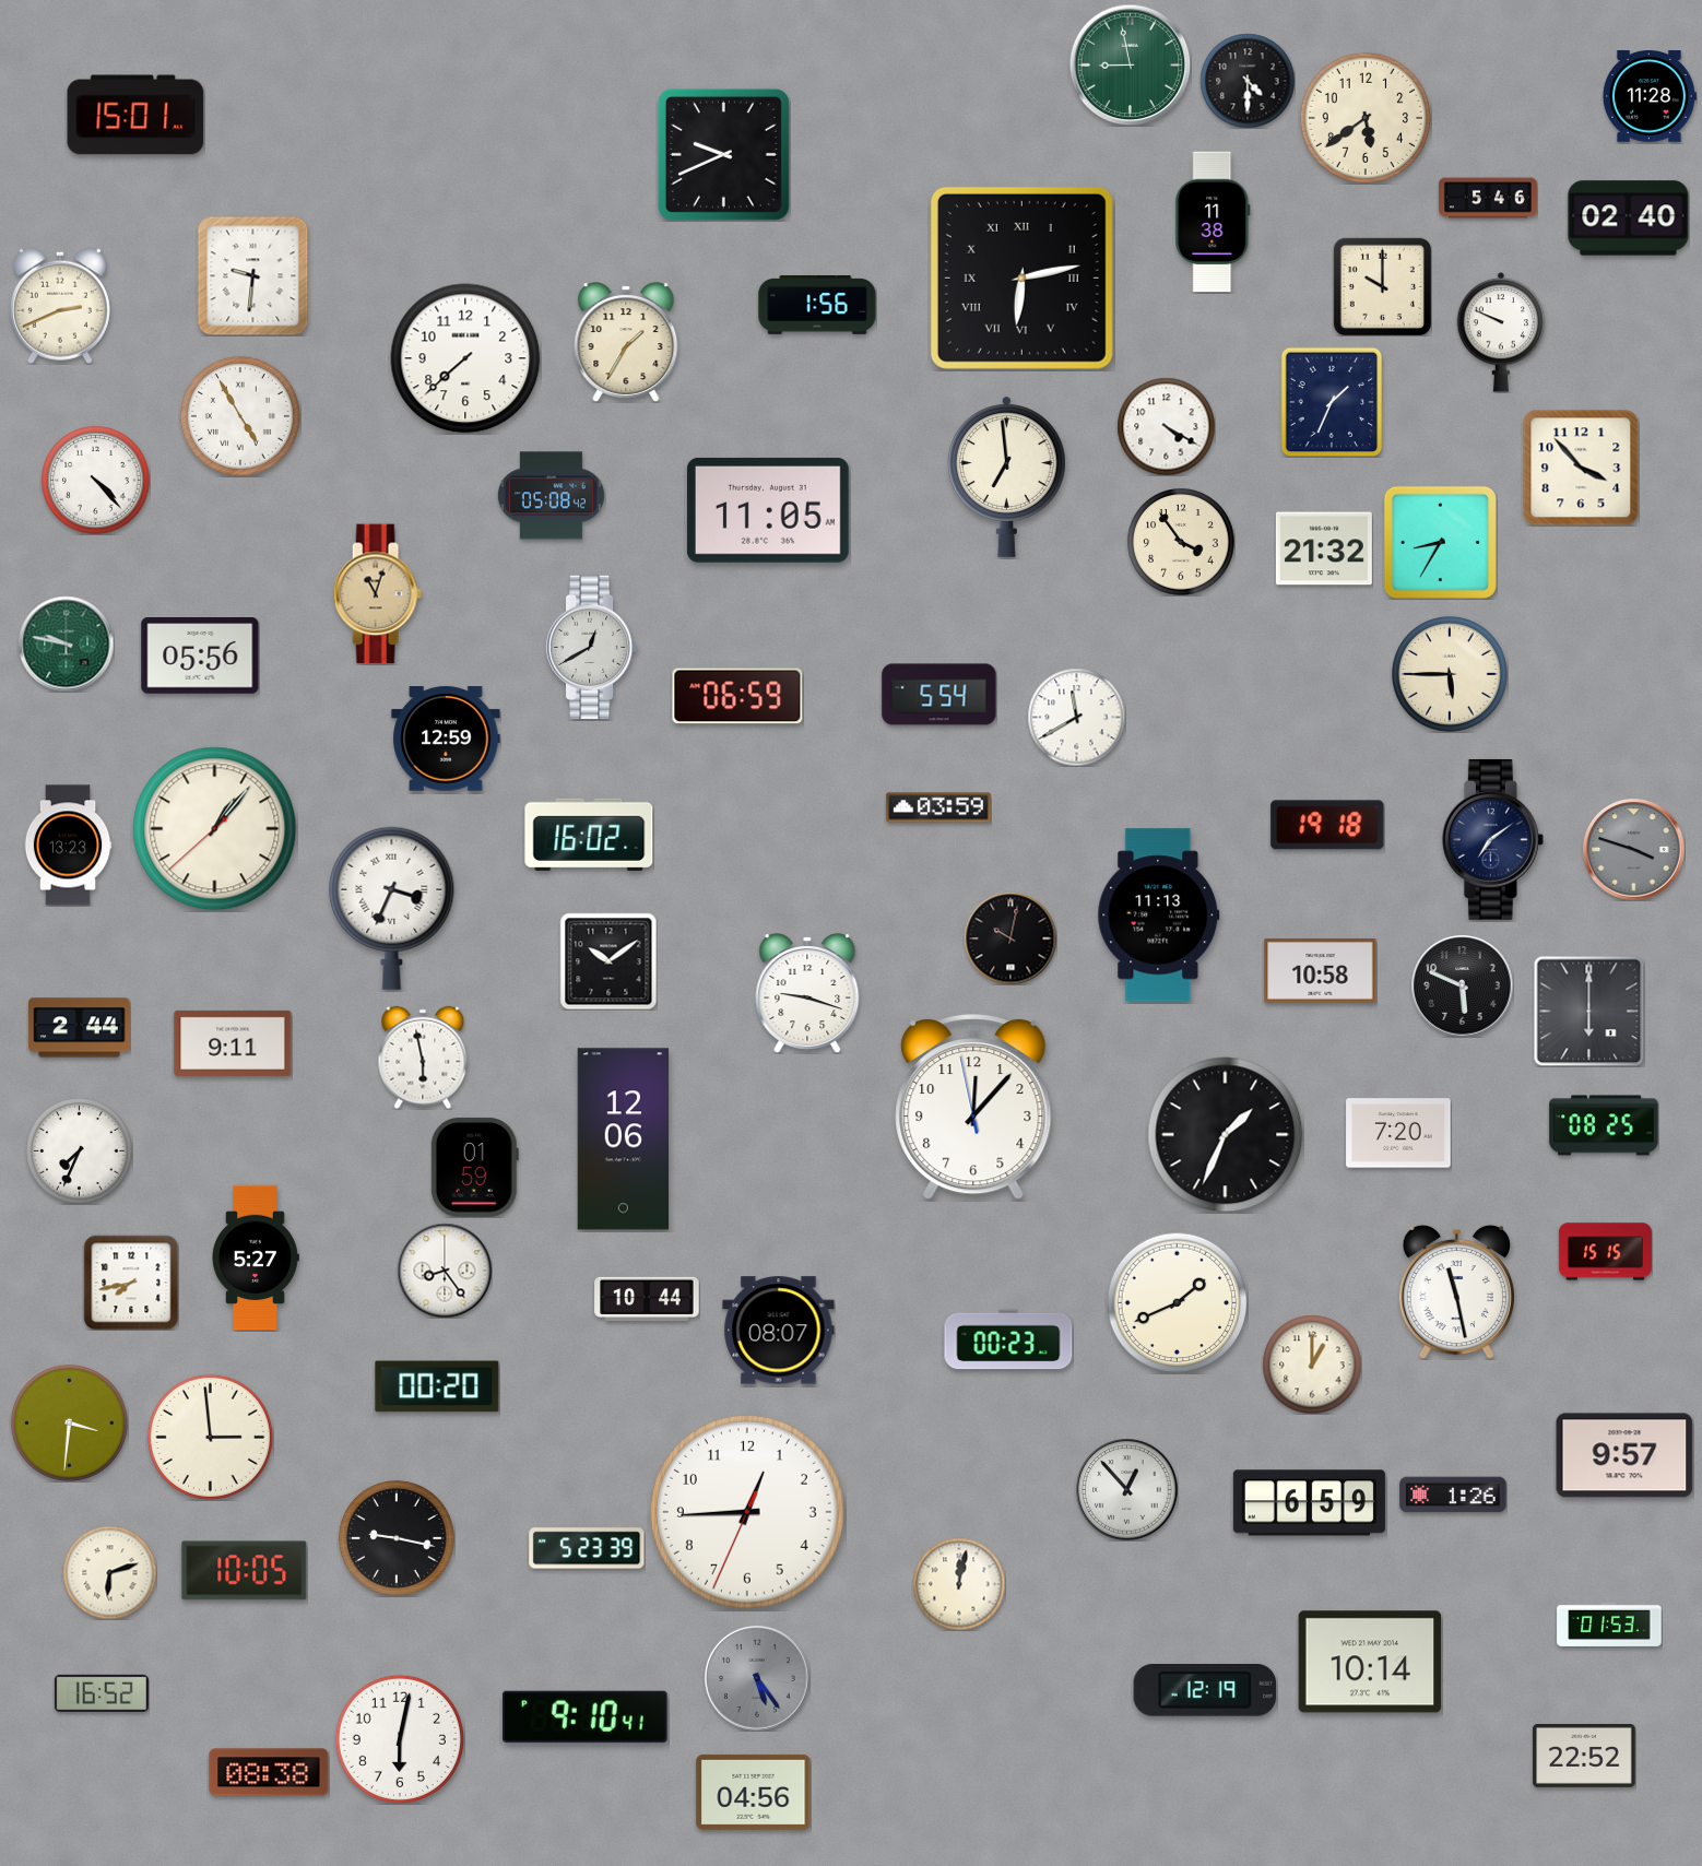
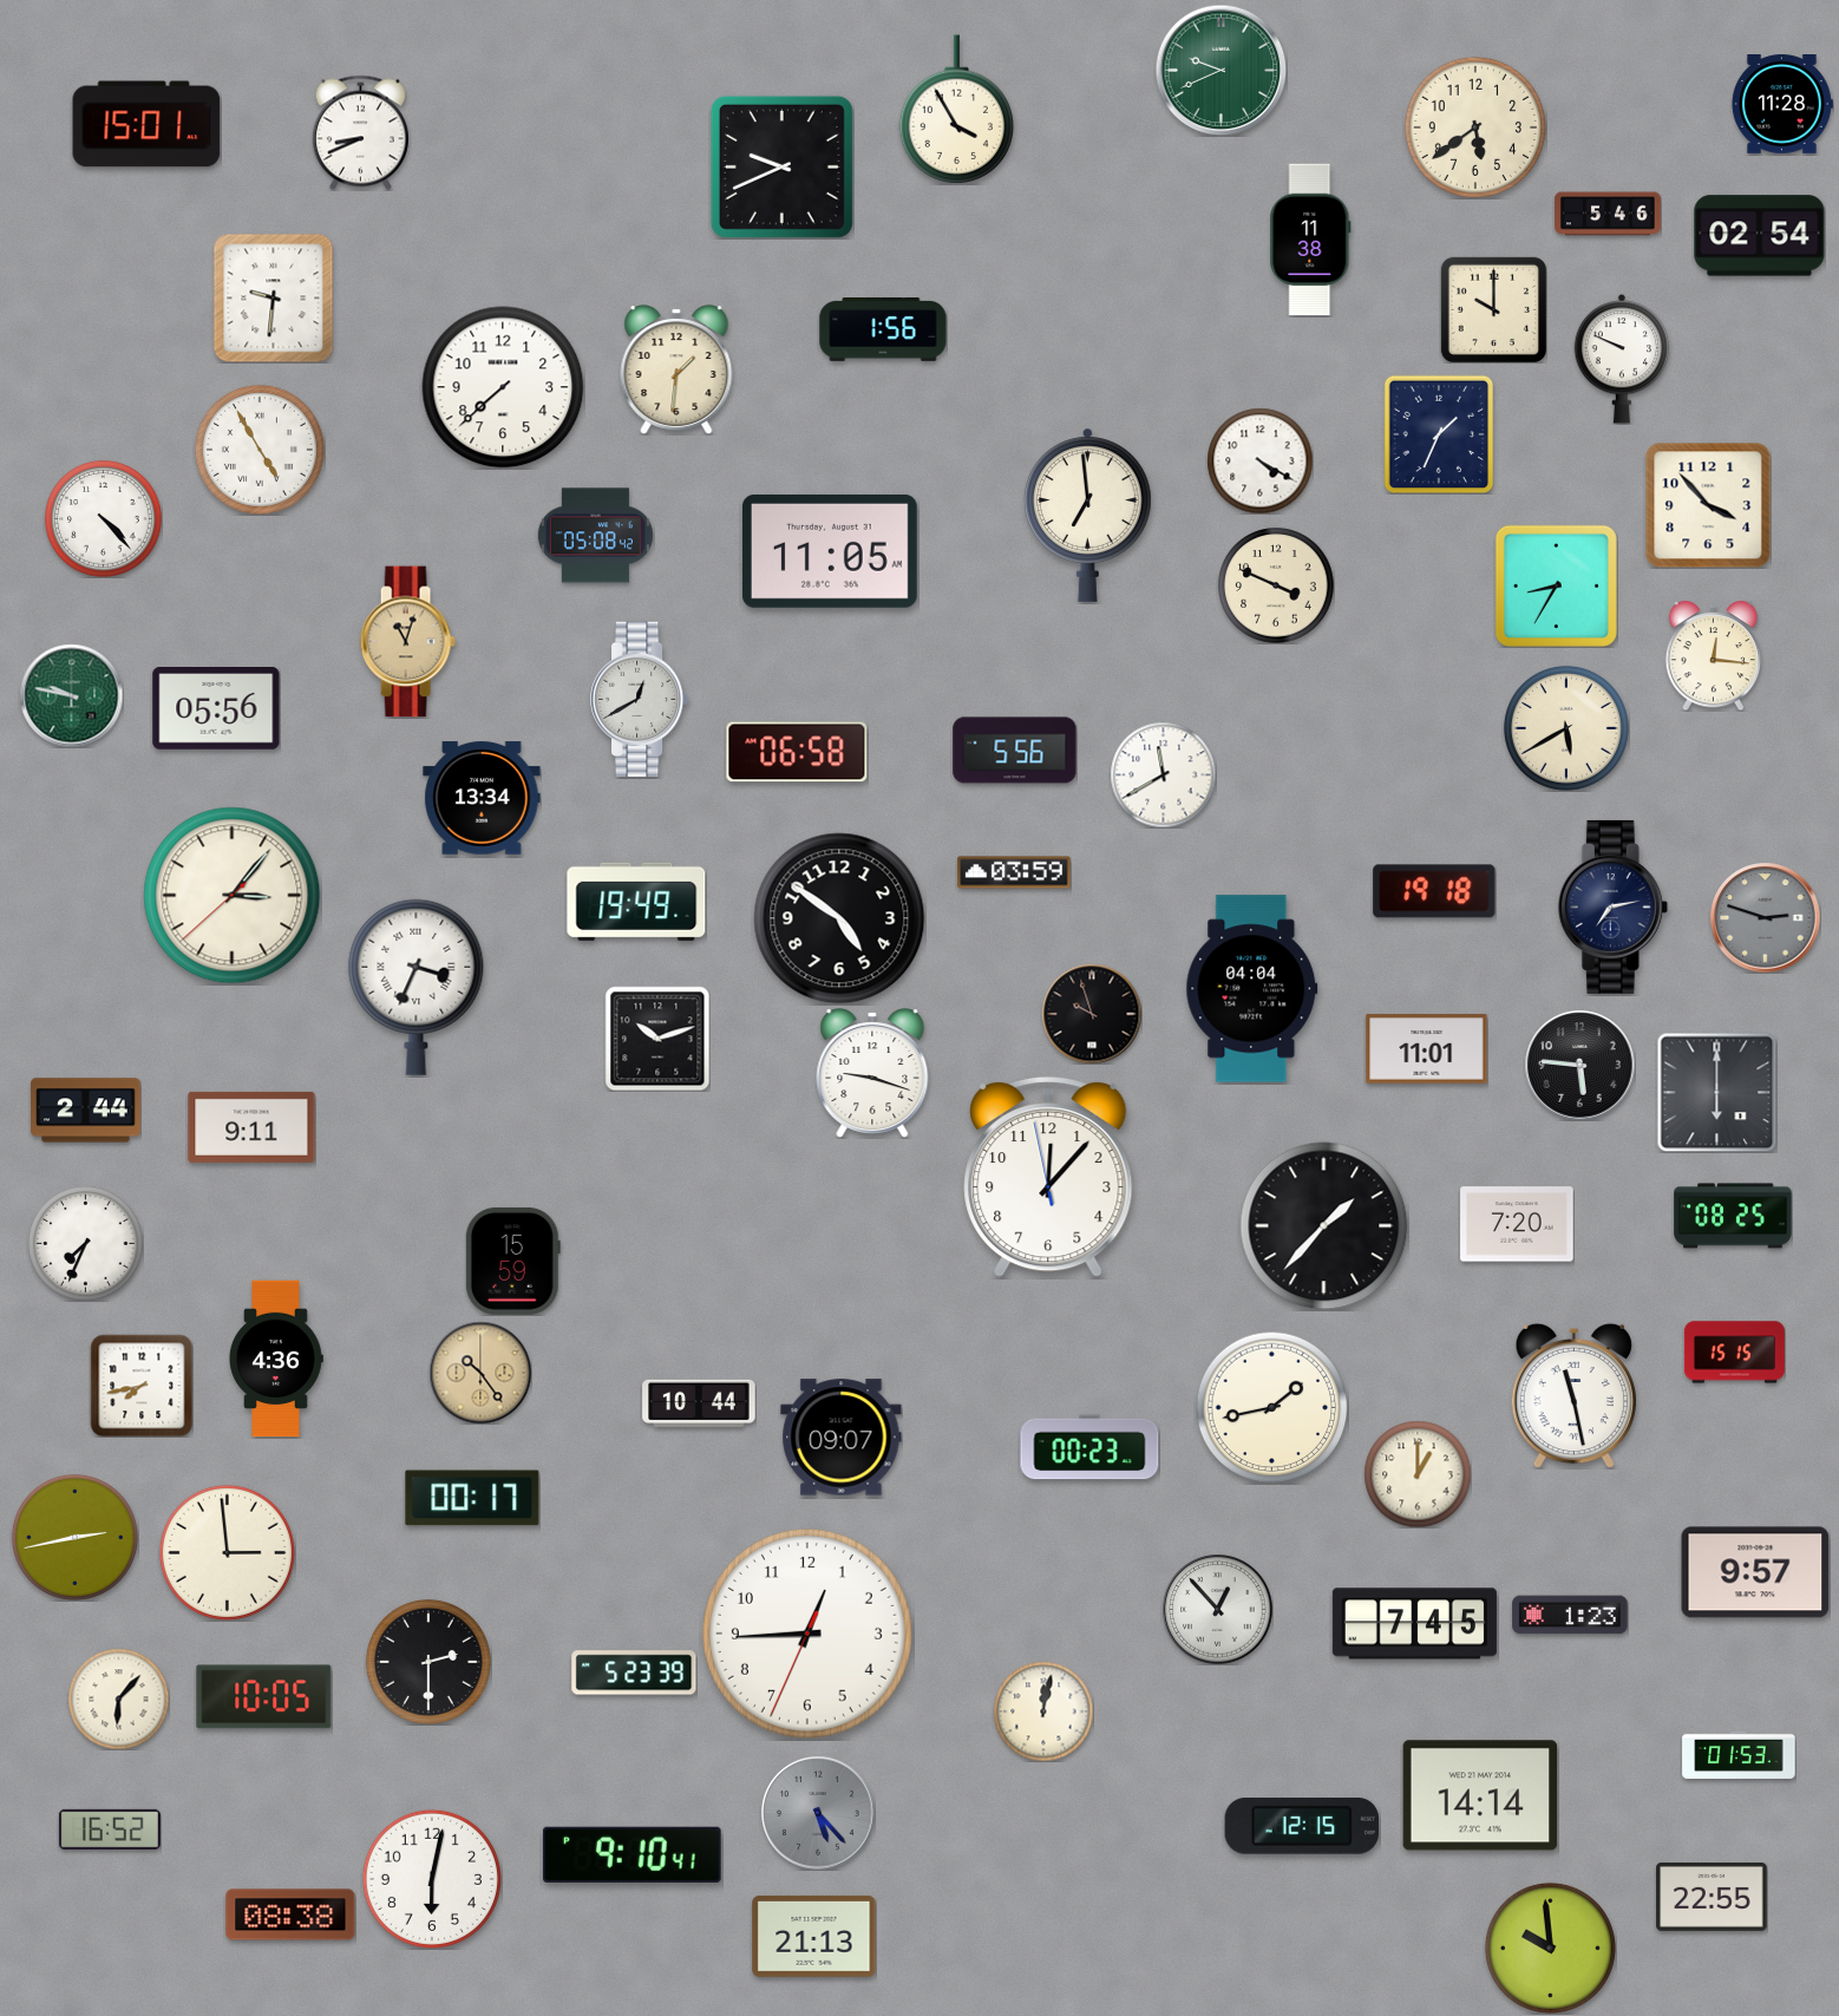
clock at (1130, 64): 8:58 -> 9:41
clock at (1248, 81): 4:30 -> none
clock at (957, 110): none -> 3:55
clock at (360, 132): none -> 8:41
clock at (1629, 219): 02:40 -> 02:54
clock at (1021, 277): 6:13 -> none
clock at (60, 306): 2:41 -> none
clock at (626, 342): 1:35 -> 1:31
clock at (1181, 542): 3:54 -> 3:49
clock at (1324, 548): 21:32 -> none
clock at (1714, 655): none -> 12:16
clock at (1450, 674): 5:45 -> 5:40
clock at (939, 695): 5:54 -> 5:56
clock at (737, 696): 06:59 -> 06:58
clock at (446, 739): 12:59 -> 13:34
clock at (215, 829): 1:06 -> 3:06
clock at (589, 835): 16:02 -> 19:49
clock at (1492, 839): 7:09 -> 7:13
clock at (68, 846): 13:23 -> none
clock at (1633, 849): 3:48 -> 2:48
clock at (839, 918): none -> 4:51
clock at (392, 908) position: (392, 908) -> (417, 987)
clock at (1159, 916): 11:13 -> 04:04
clock at (1010, 938): 10:02 -> 9:57
clock at (608, 961): 10:09 -> 10:12
clock at (1321, 971): 10:58 -> 11:01
clock at (1462, 985): 5:49 -> 5:46
clock at (423, 1058): 5:58 -> none
clock at (973, 1107) position: (973, 1107) -> (1048, 1177)
clock at (1398, 1133) position: (1398, 1133) -> (1517, 1224)
clock at (1226, 1135): 1:34 -> 1:37
clock at (624, 1139): 12:06 -> none
clock at (474, 1167): 01:59 -> 15:59
clock at (256, 1257): 5:27 -> 4:36
clock at (445, 1271): 8:24 -> 10:24
clock at (445, 1271) dial: white -> champagne
clock at (1177, 1302): 1:41 -> 1:43
clock at (779, 1331): 08:07 -> 09:07
clock at (437, 1386): 00:20 -> 00:17
clock at (69, 1422): 3:31 -> 2:43
clock at (1453, 1495): 1:26 -> 1:23
clock at (1309, 1503): 6:59 -> 7:45
clock at (397, 1538): 9:17 -> 2:30
clock at (109, 1572): 6:12 -> 6:07
clock at (959, 1584) position: (959, 1584) -> (1043, 1711)
clock at (1370, 1662): 10:14 -> 14:14
clock at (757, 1678): 5:24 -> 5:23
clock at (1205, 1691): 12:19 -> 12:15
clock at (1584, 1756): 22:52 -> 22:55
clock at (754, 1792): 04:56 -> 21:13
clock at (1550, 1948): none -> 9:59
